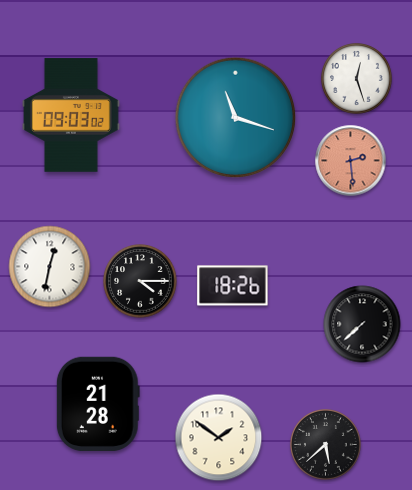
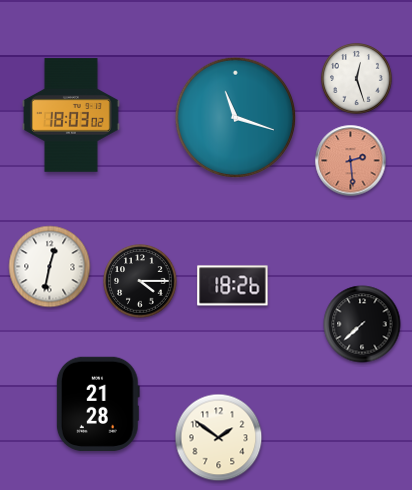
clock at (71, 115): 09:03 -> 18:03
clock at (325, 444): 5:38 -> none
